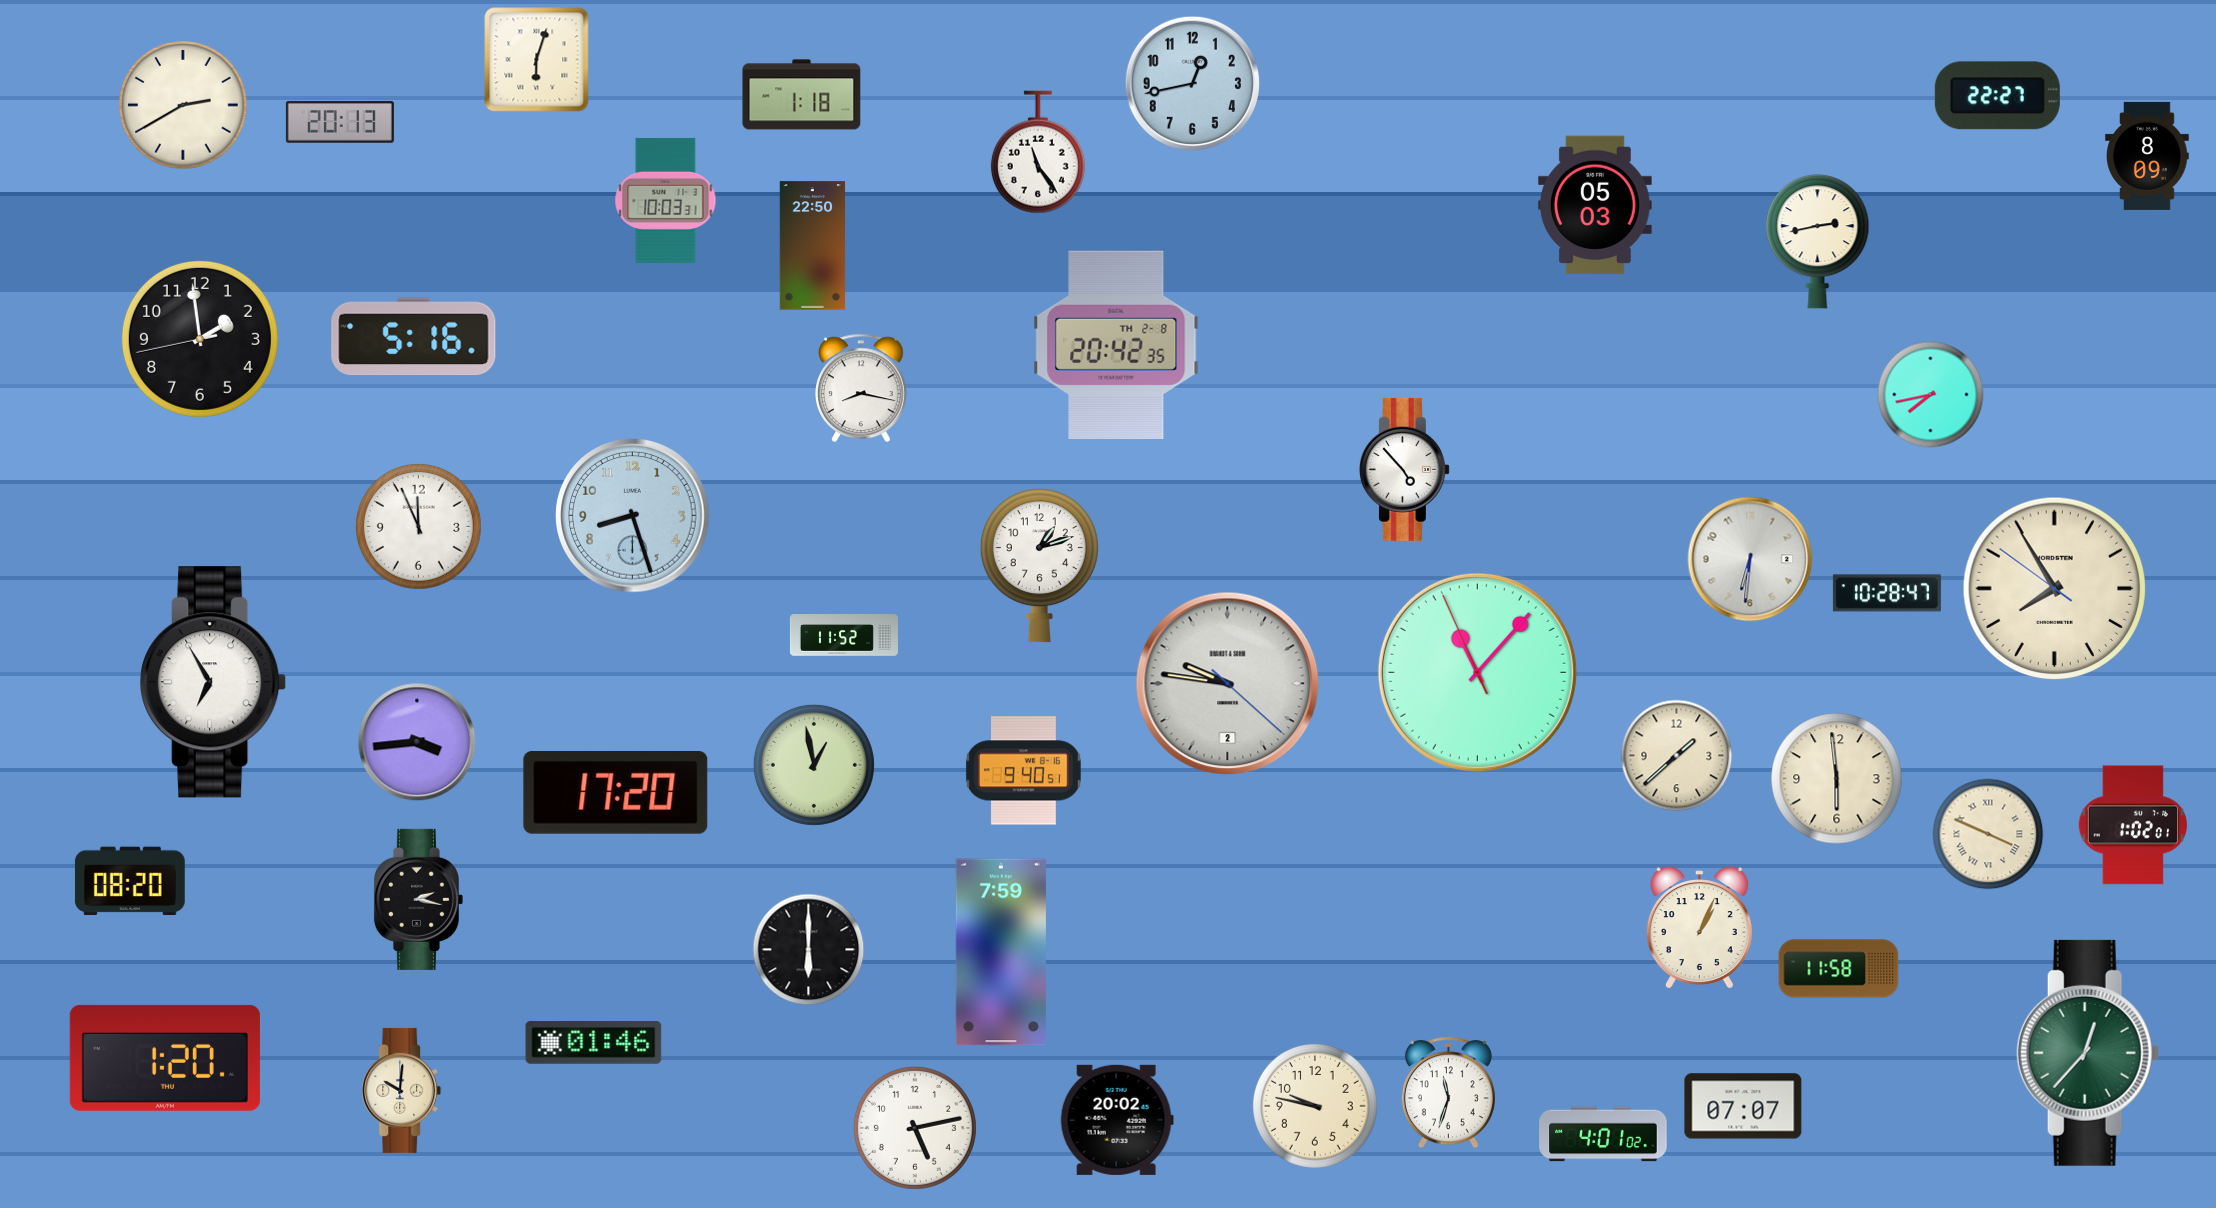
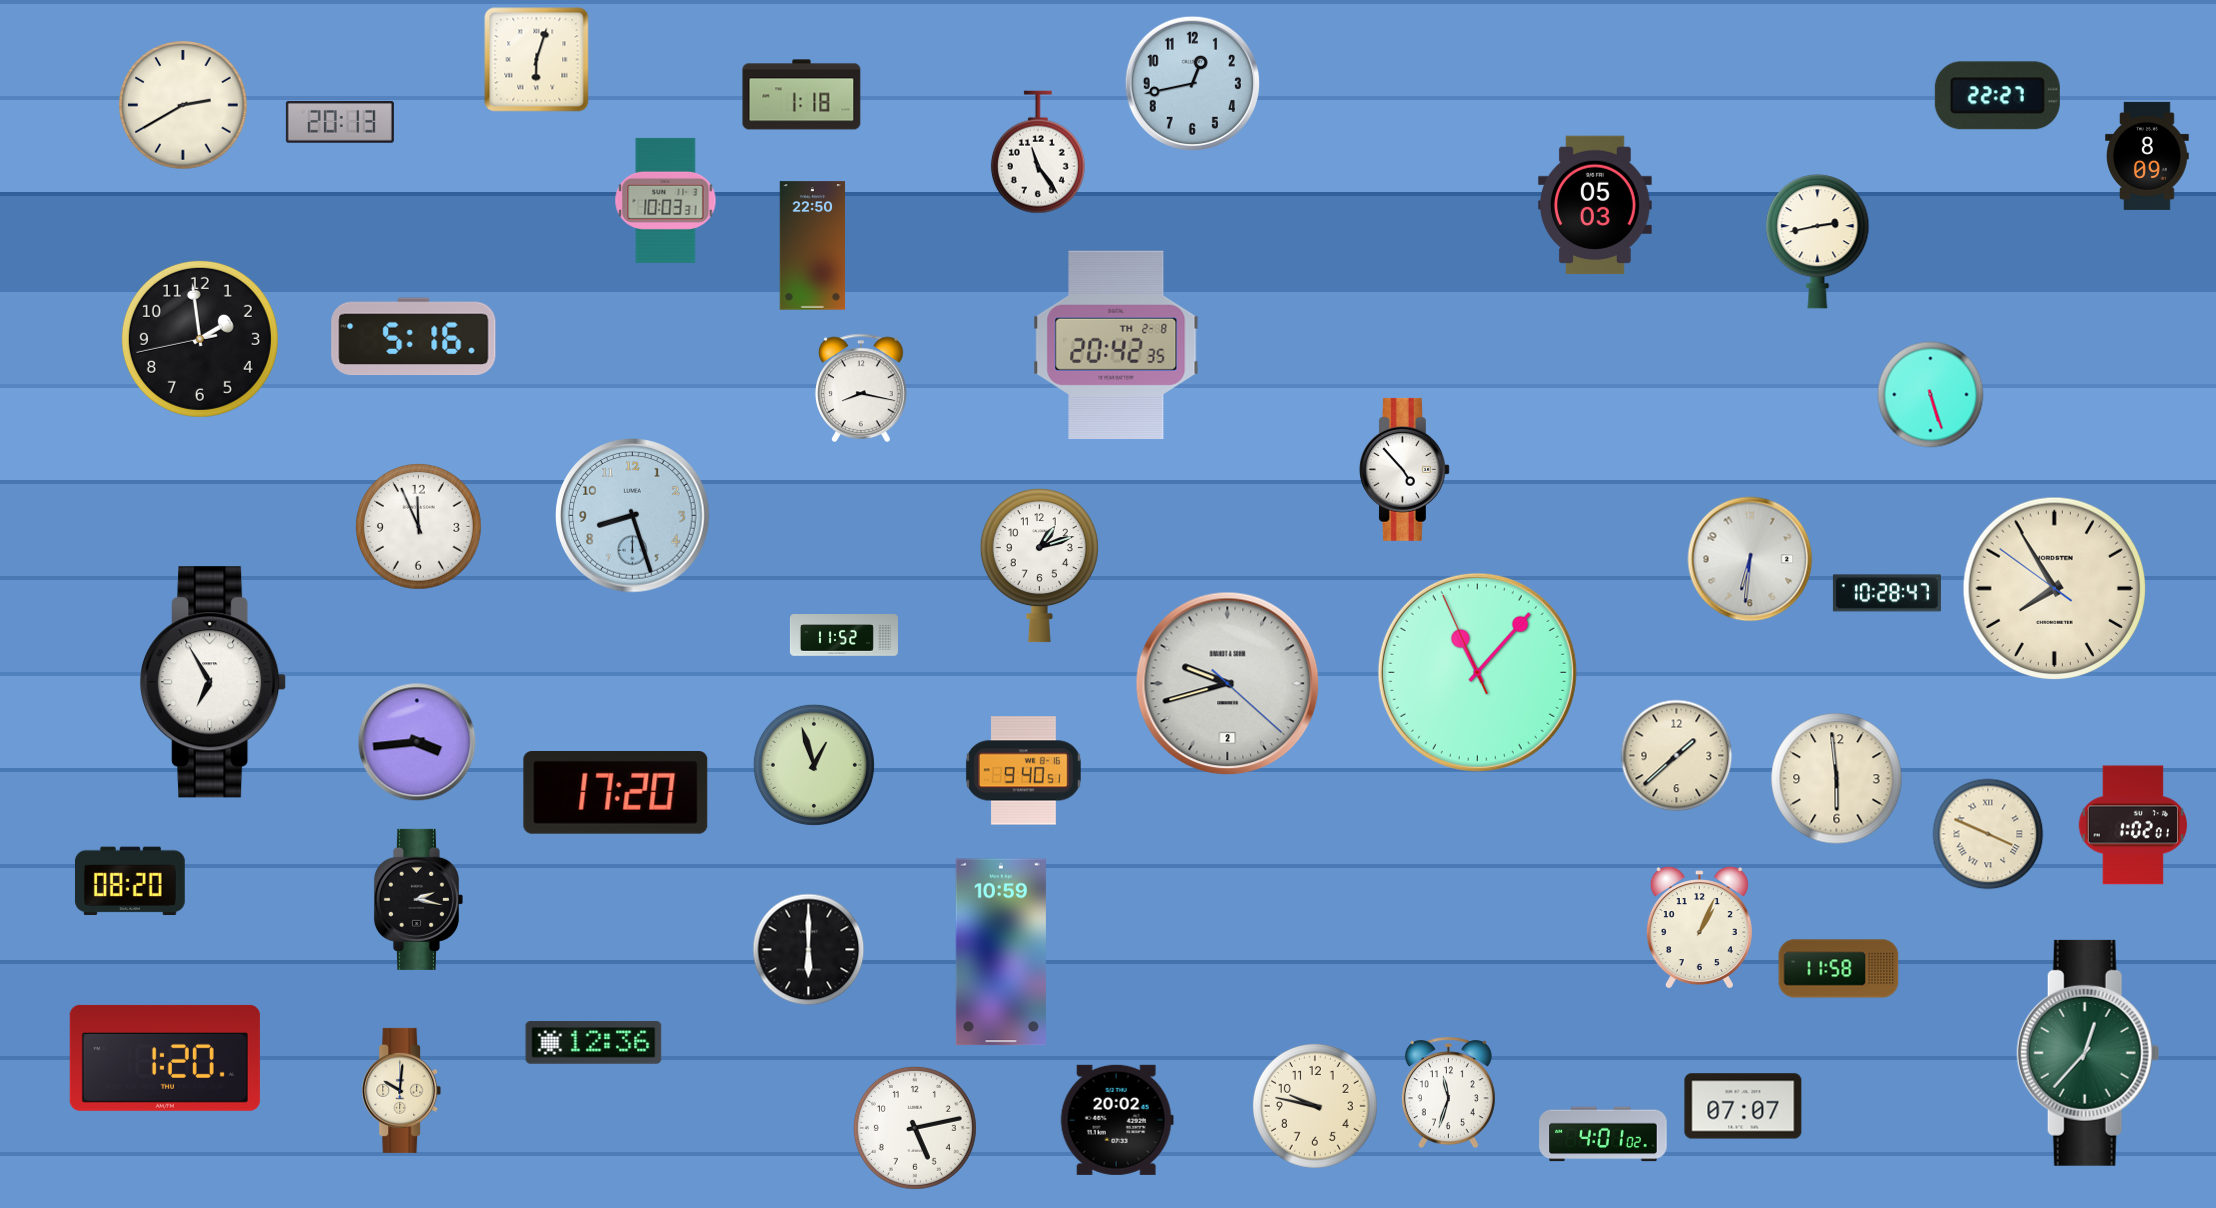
clock at (1931, 395): 7:43 -> 5:27
clock at (1228, 684): 9:46 -> 9:42
clock at (814, 765): 12:58 -> 12:57
clock at (1001, 952): 7:59 -> 10:59
clock at (594, 1043): 01:46 -> 12:36
